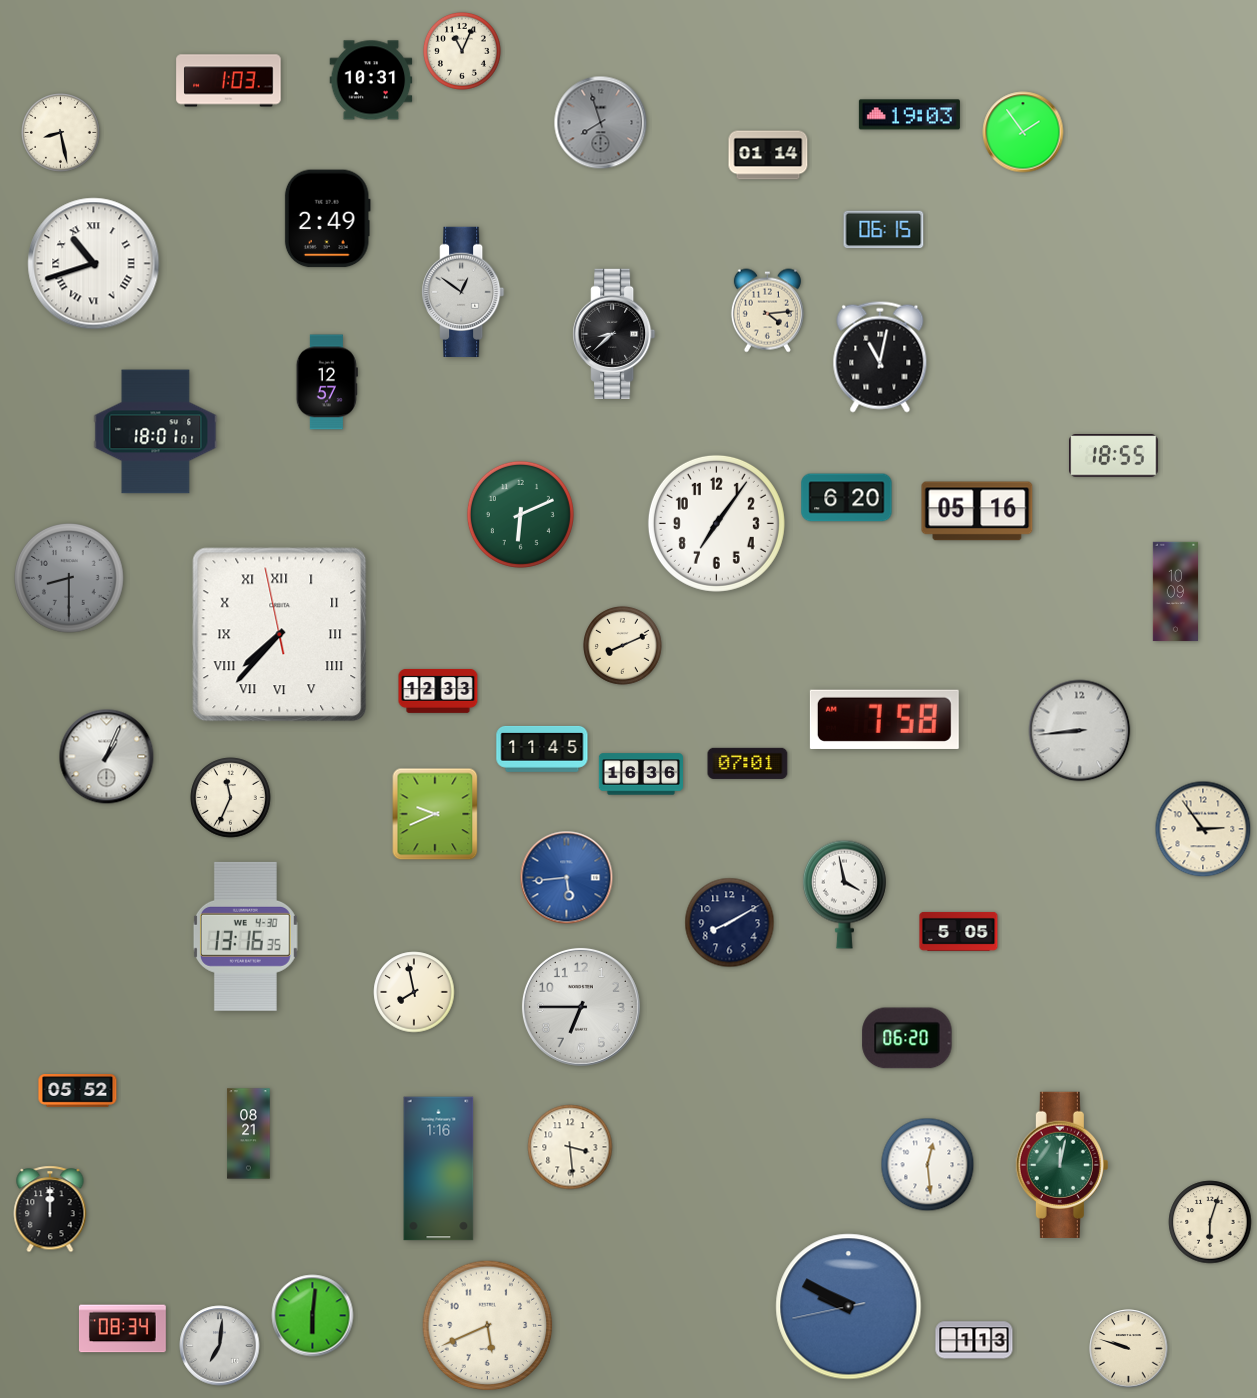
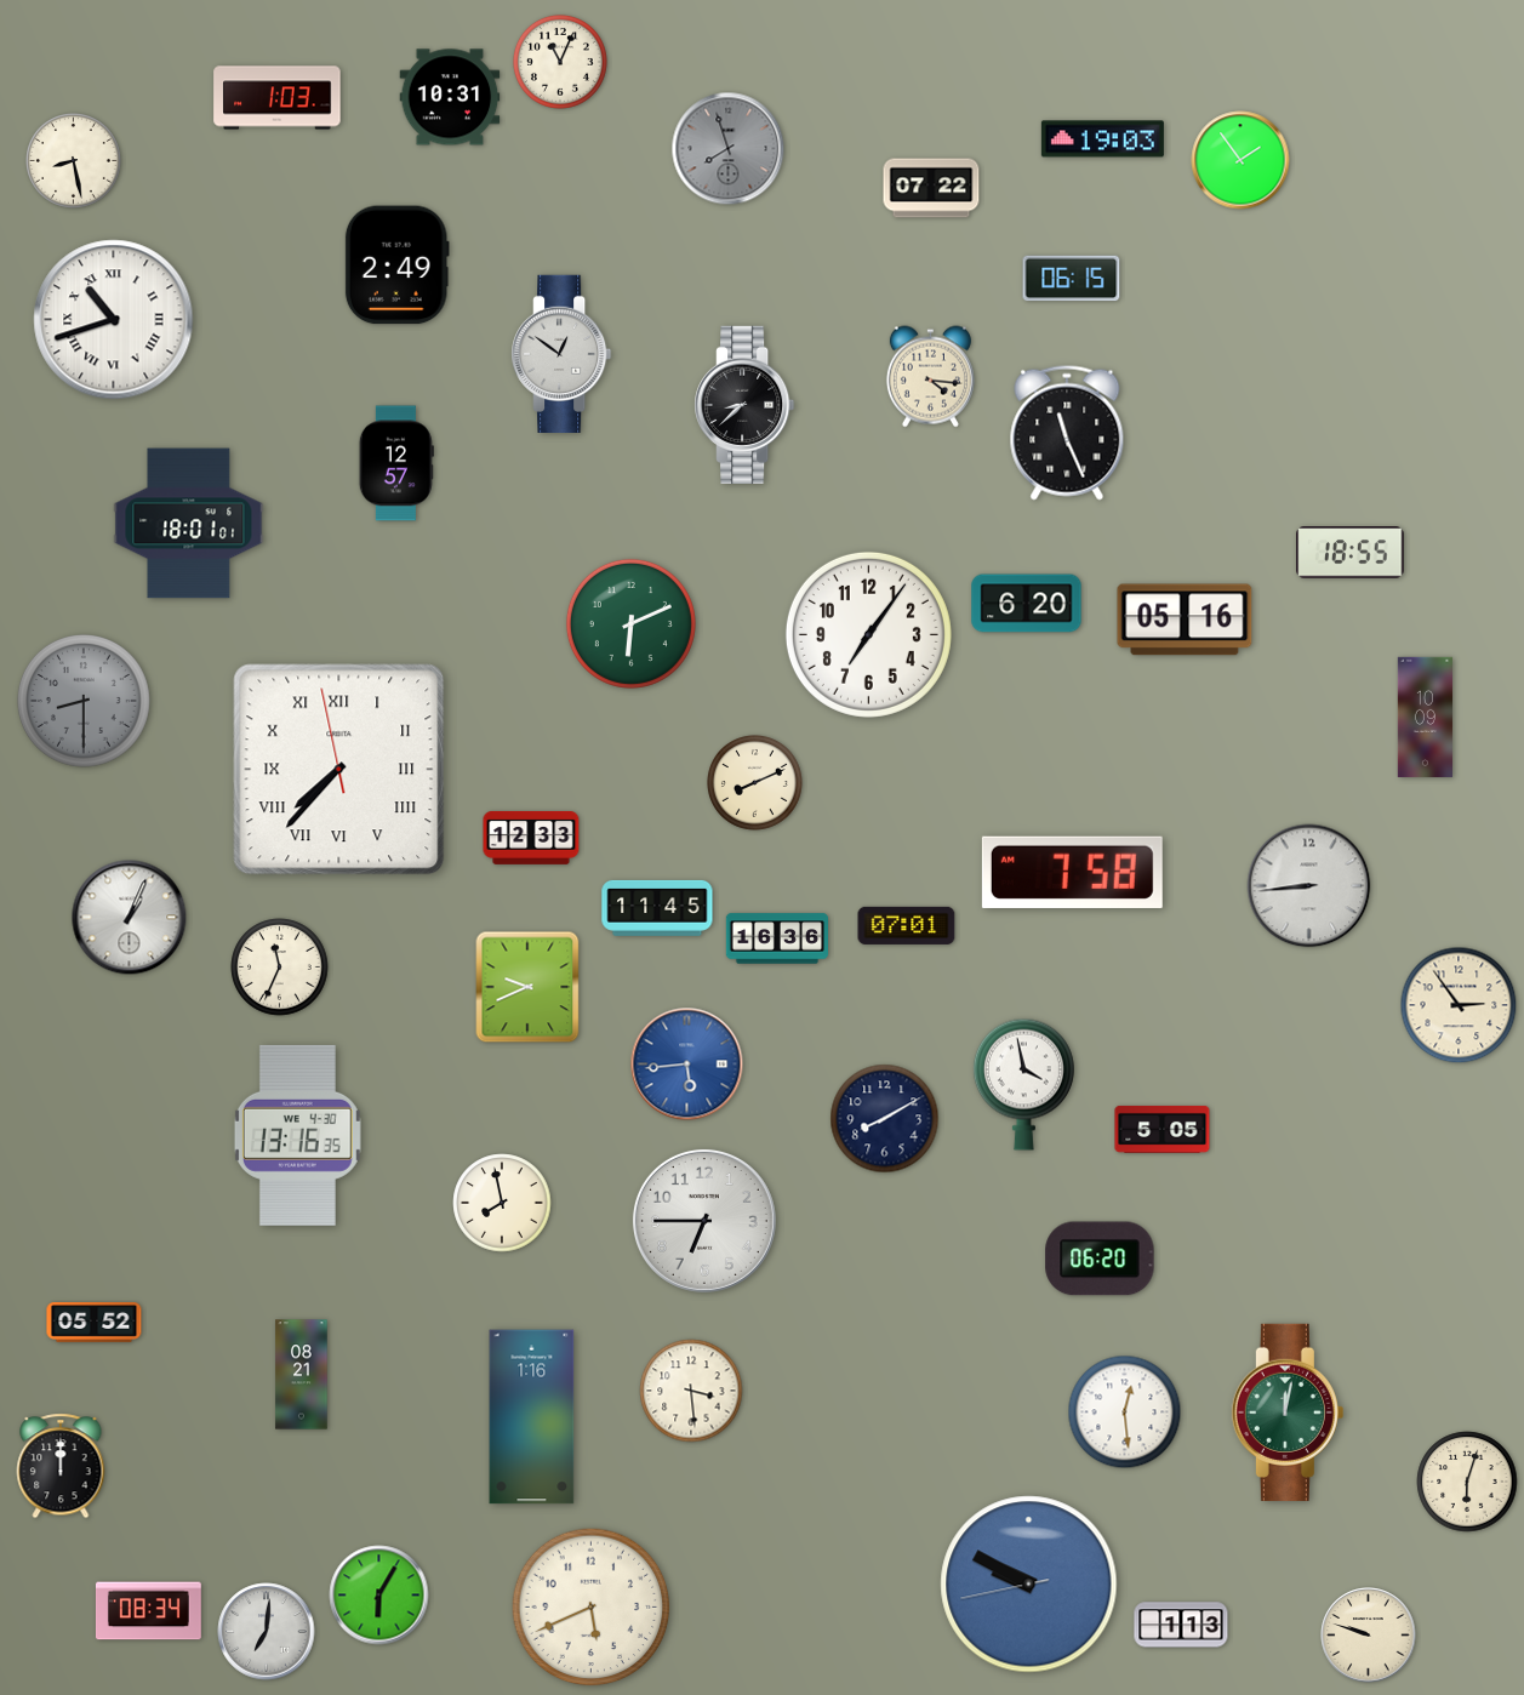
clock at (768, 155): 01:14 -> 07:22
clock at (767, 311): 4:14 -> 4:16
clock at (880, 357): 11:02 -> 11:26
clock at (313, 1316): 6:01 -> 6:05
